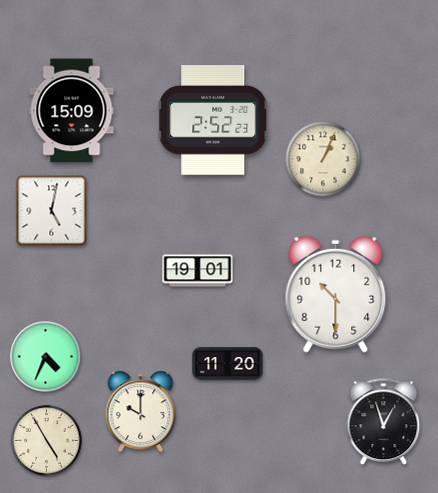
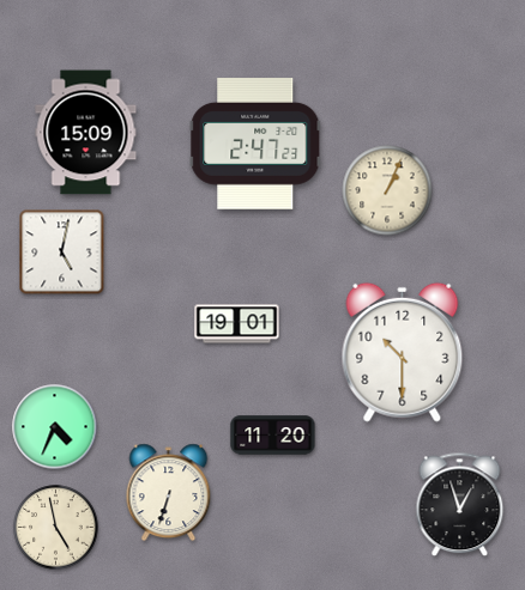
clock at (213, 121): 2:52 -> 2:47
clock at (141, 412): 10:00 -> 6:33
clock at (47, 441): 4:55 -> 4:58
